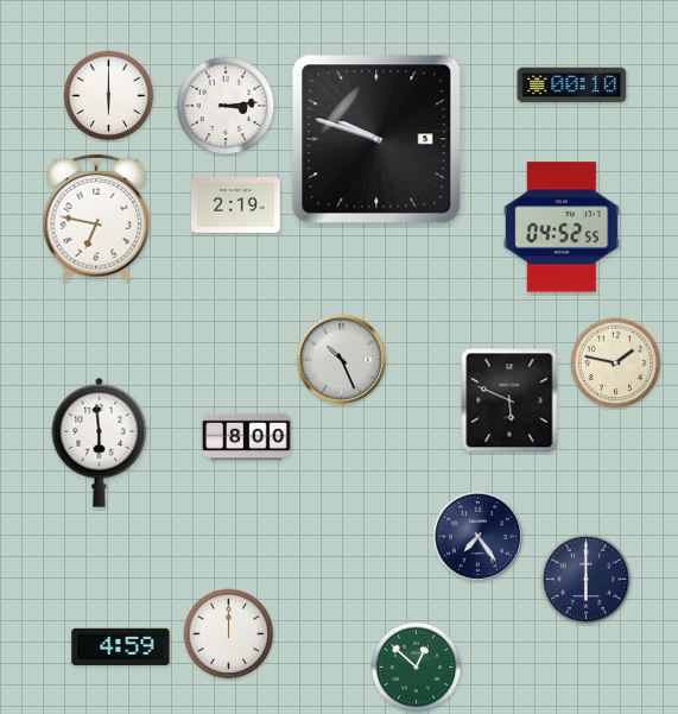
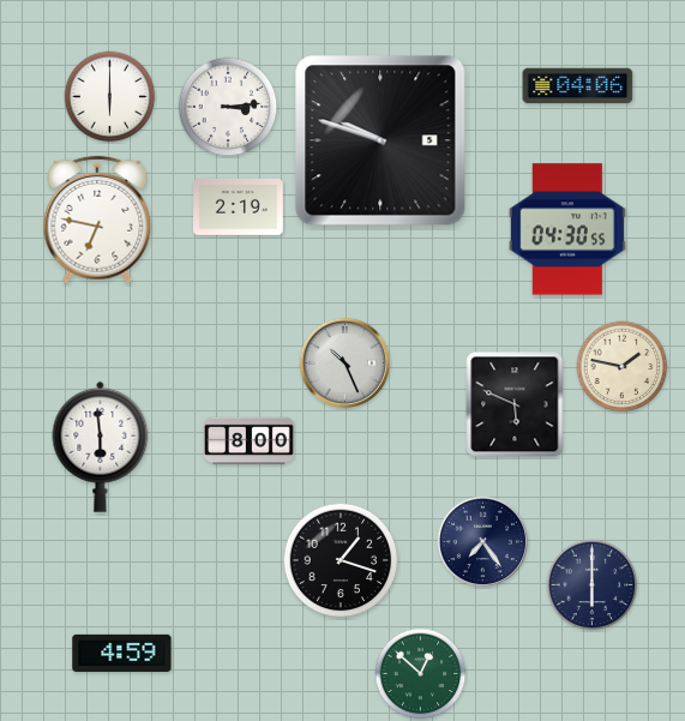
clock at (572, 86): 00:10 -> 04:06
clock at (562, 227): 04:52 -> 04:30
clock at (341, 560): none -> 1:18
clock at (229, 634): 12:00 -> none
